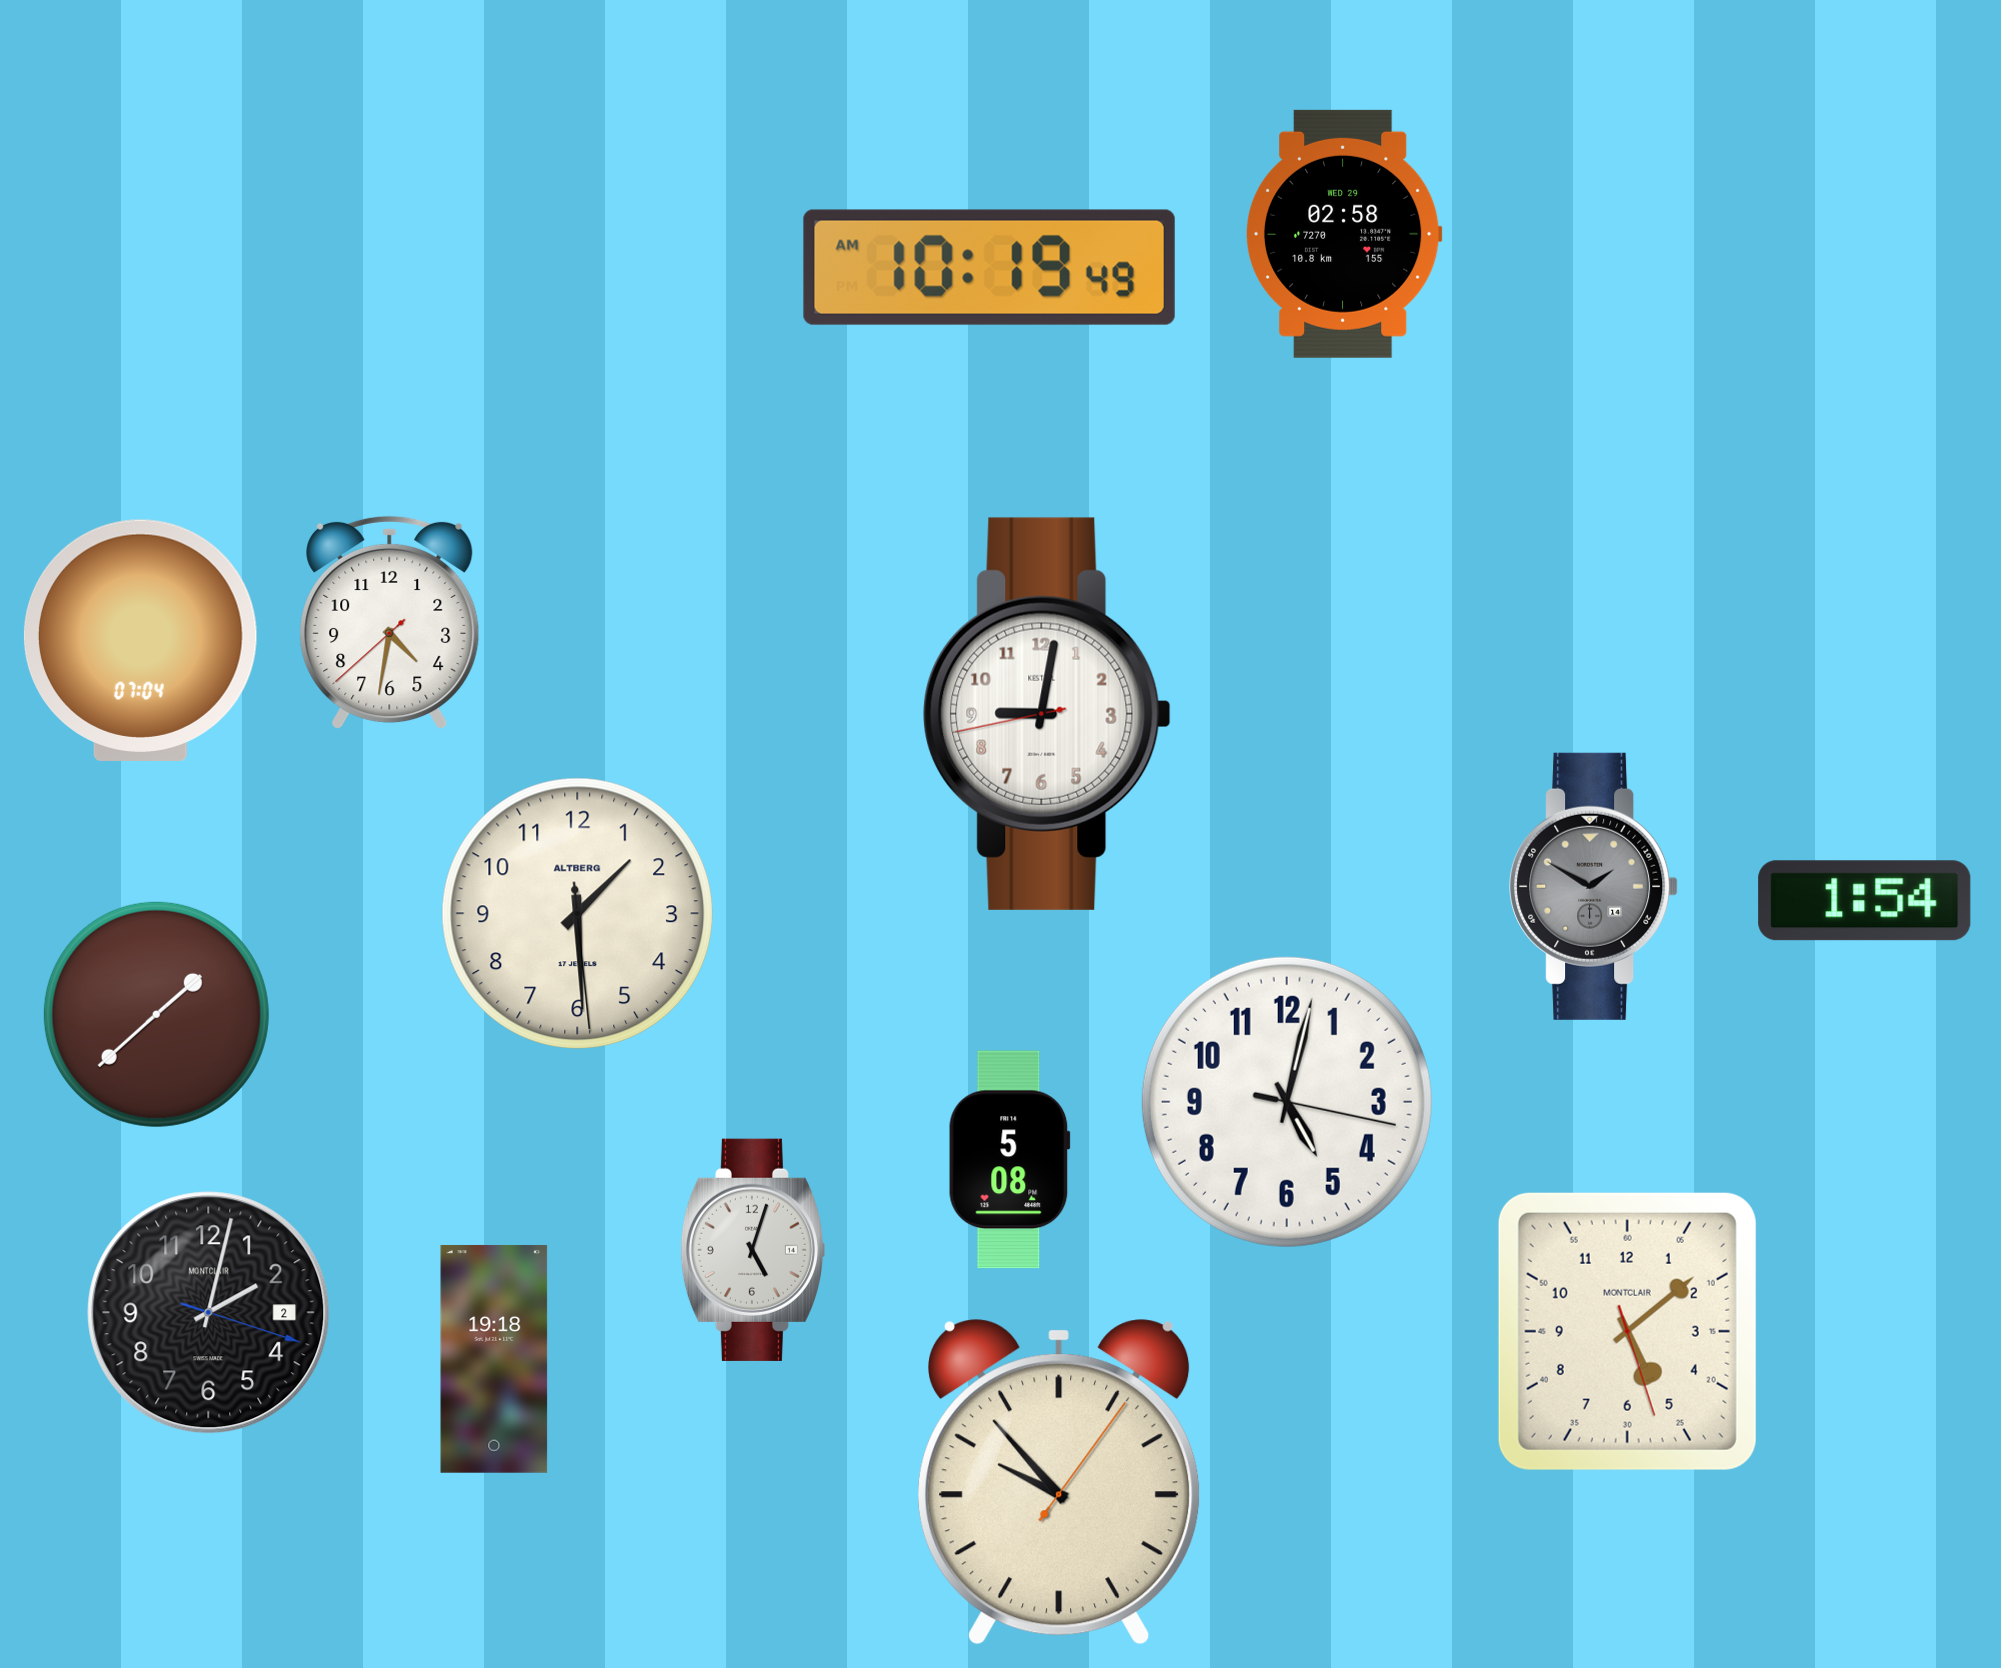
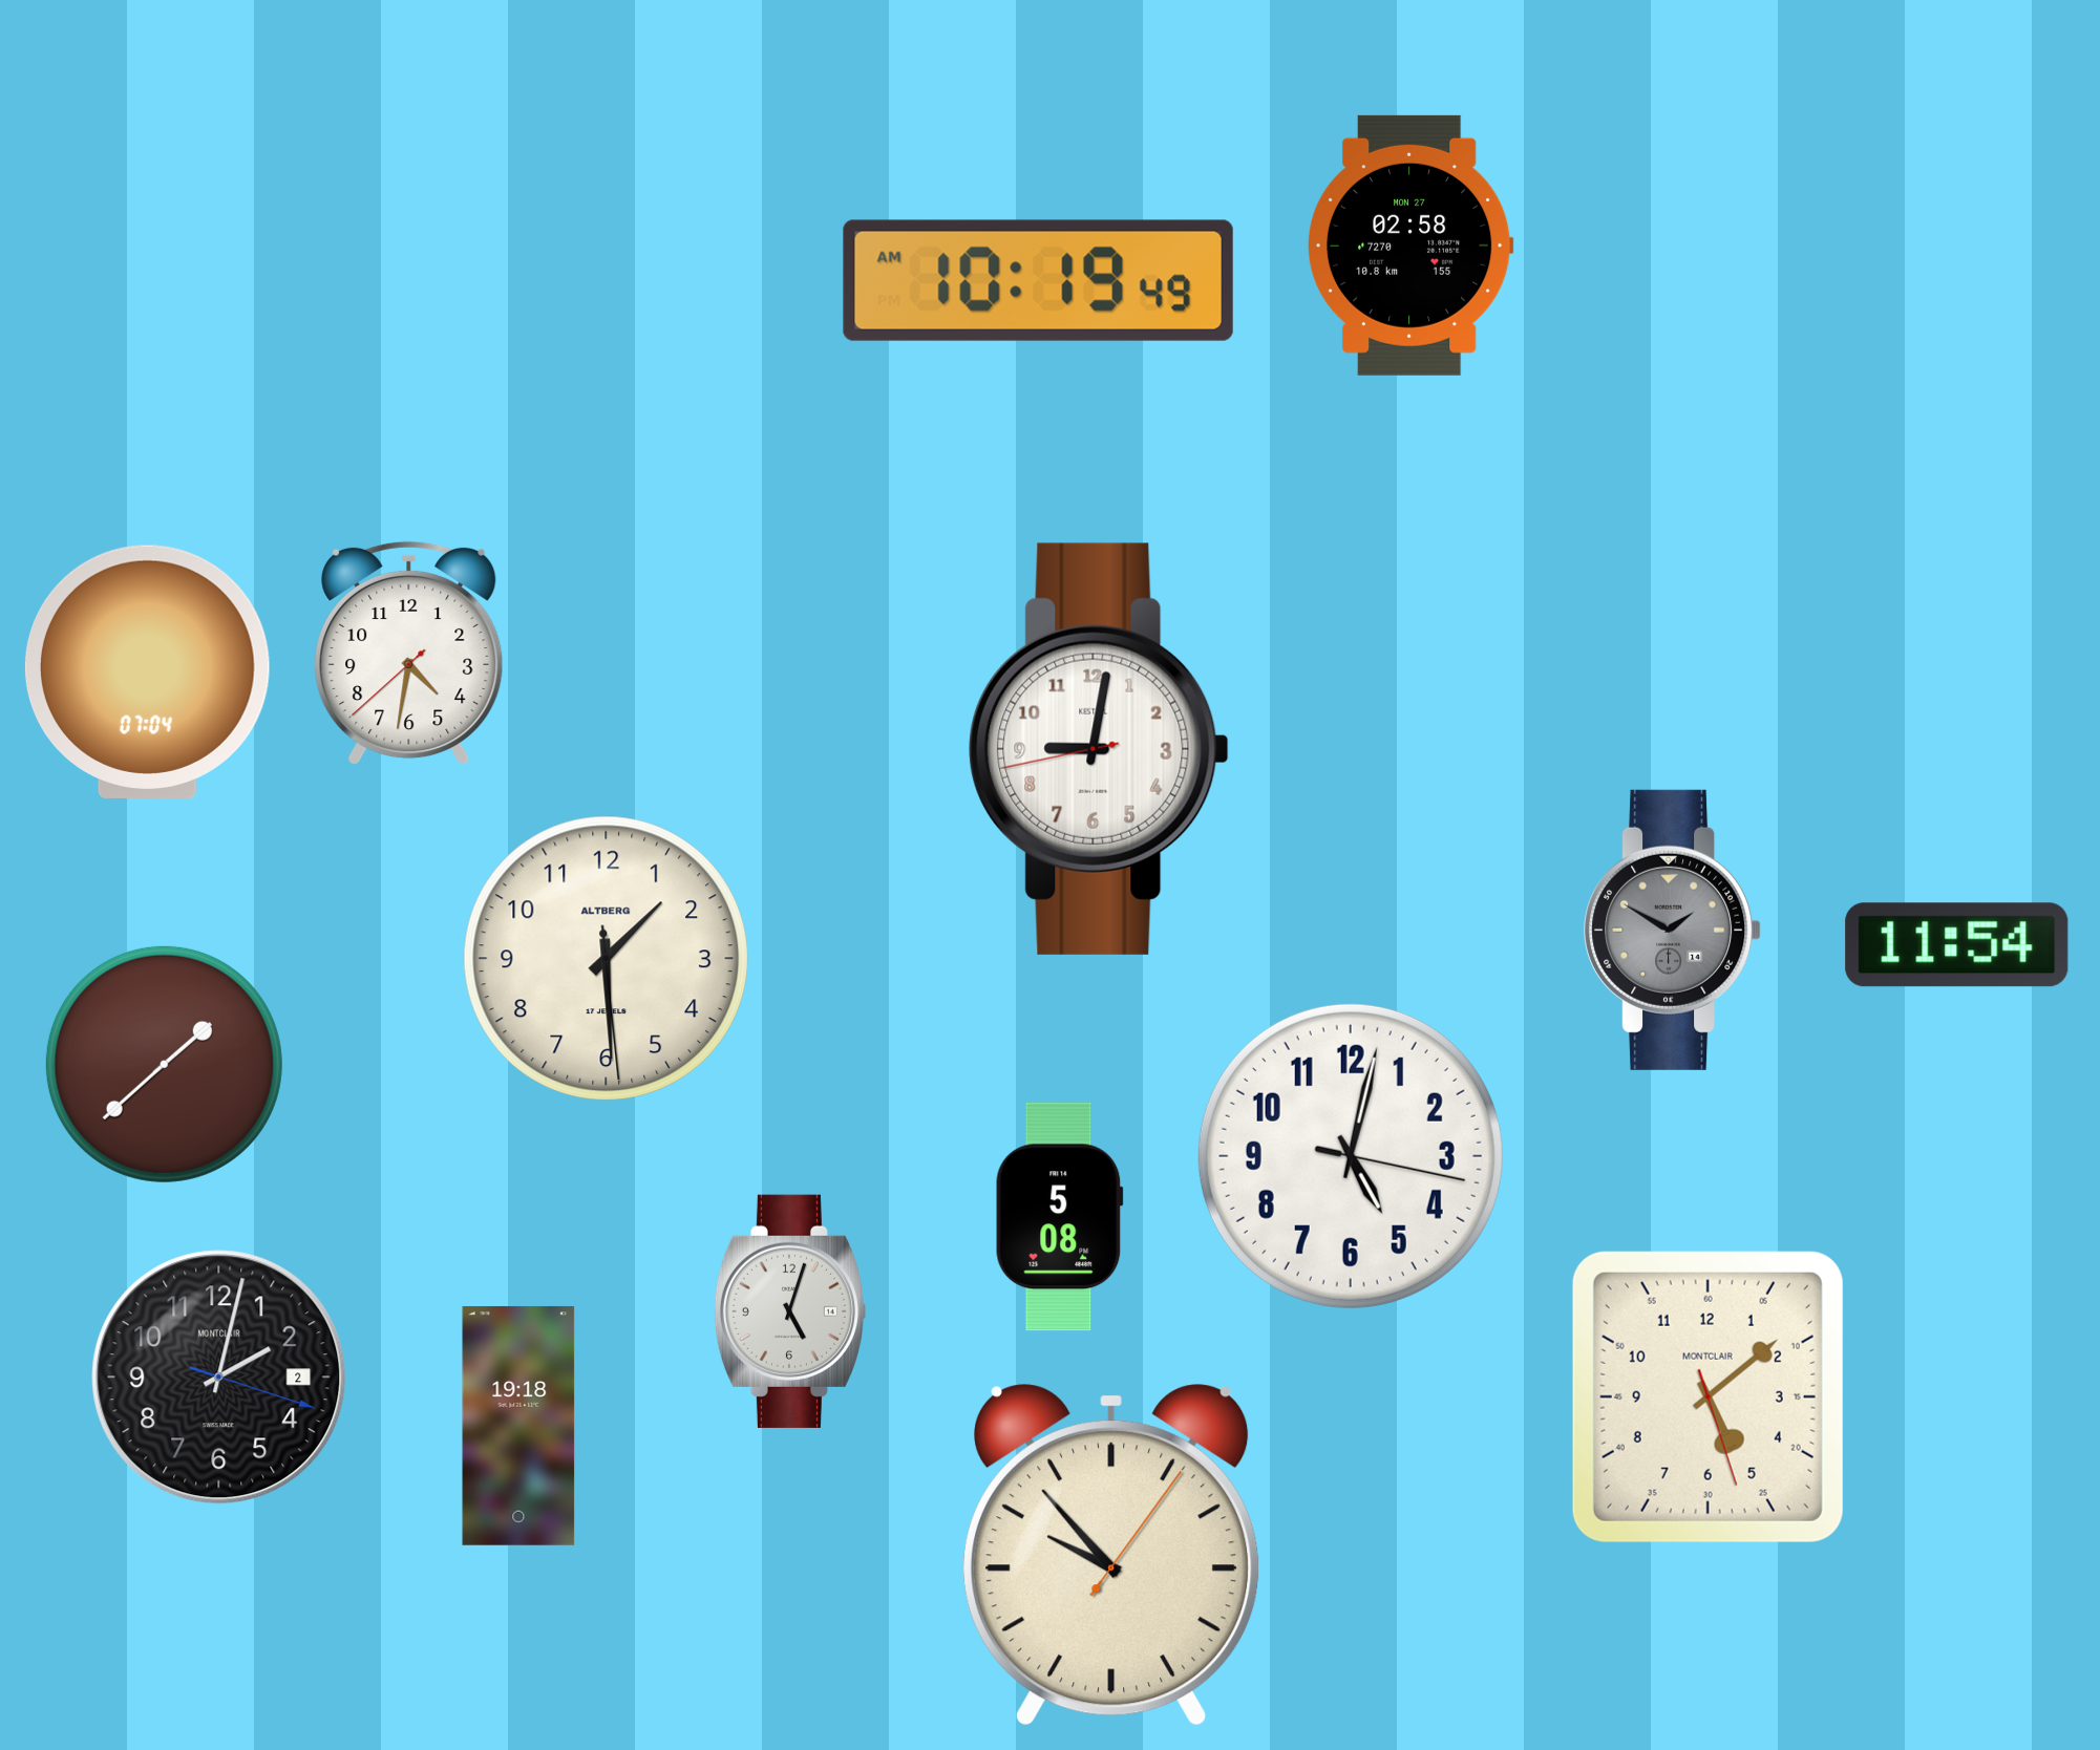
clock at (1344, 234) date: WED 29 -> MON 27
clock at (1865, 901): 1:54 -> 11:54
